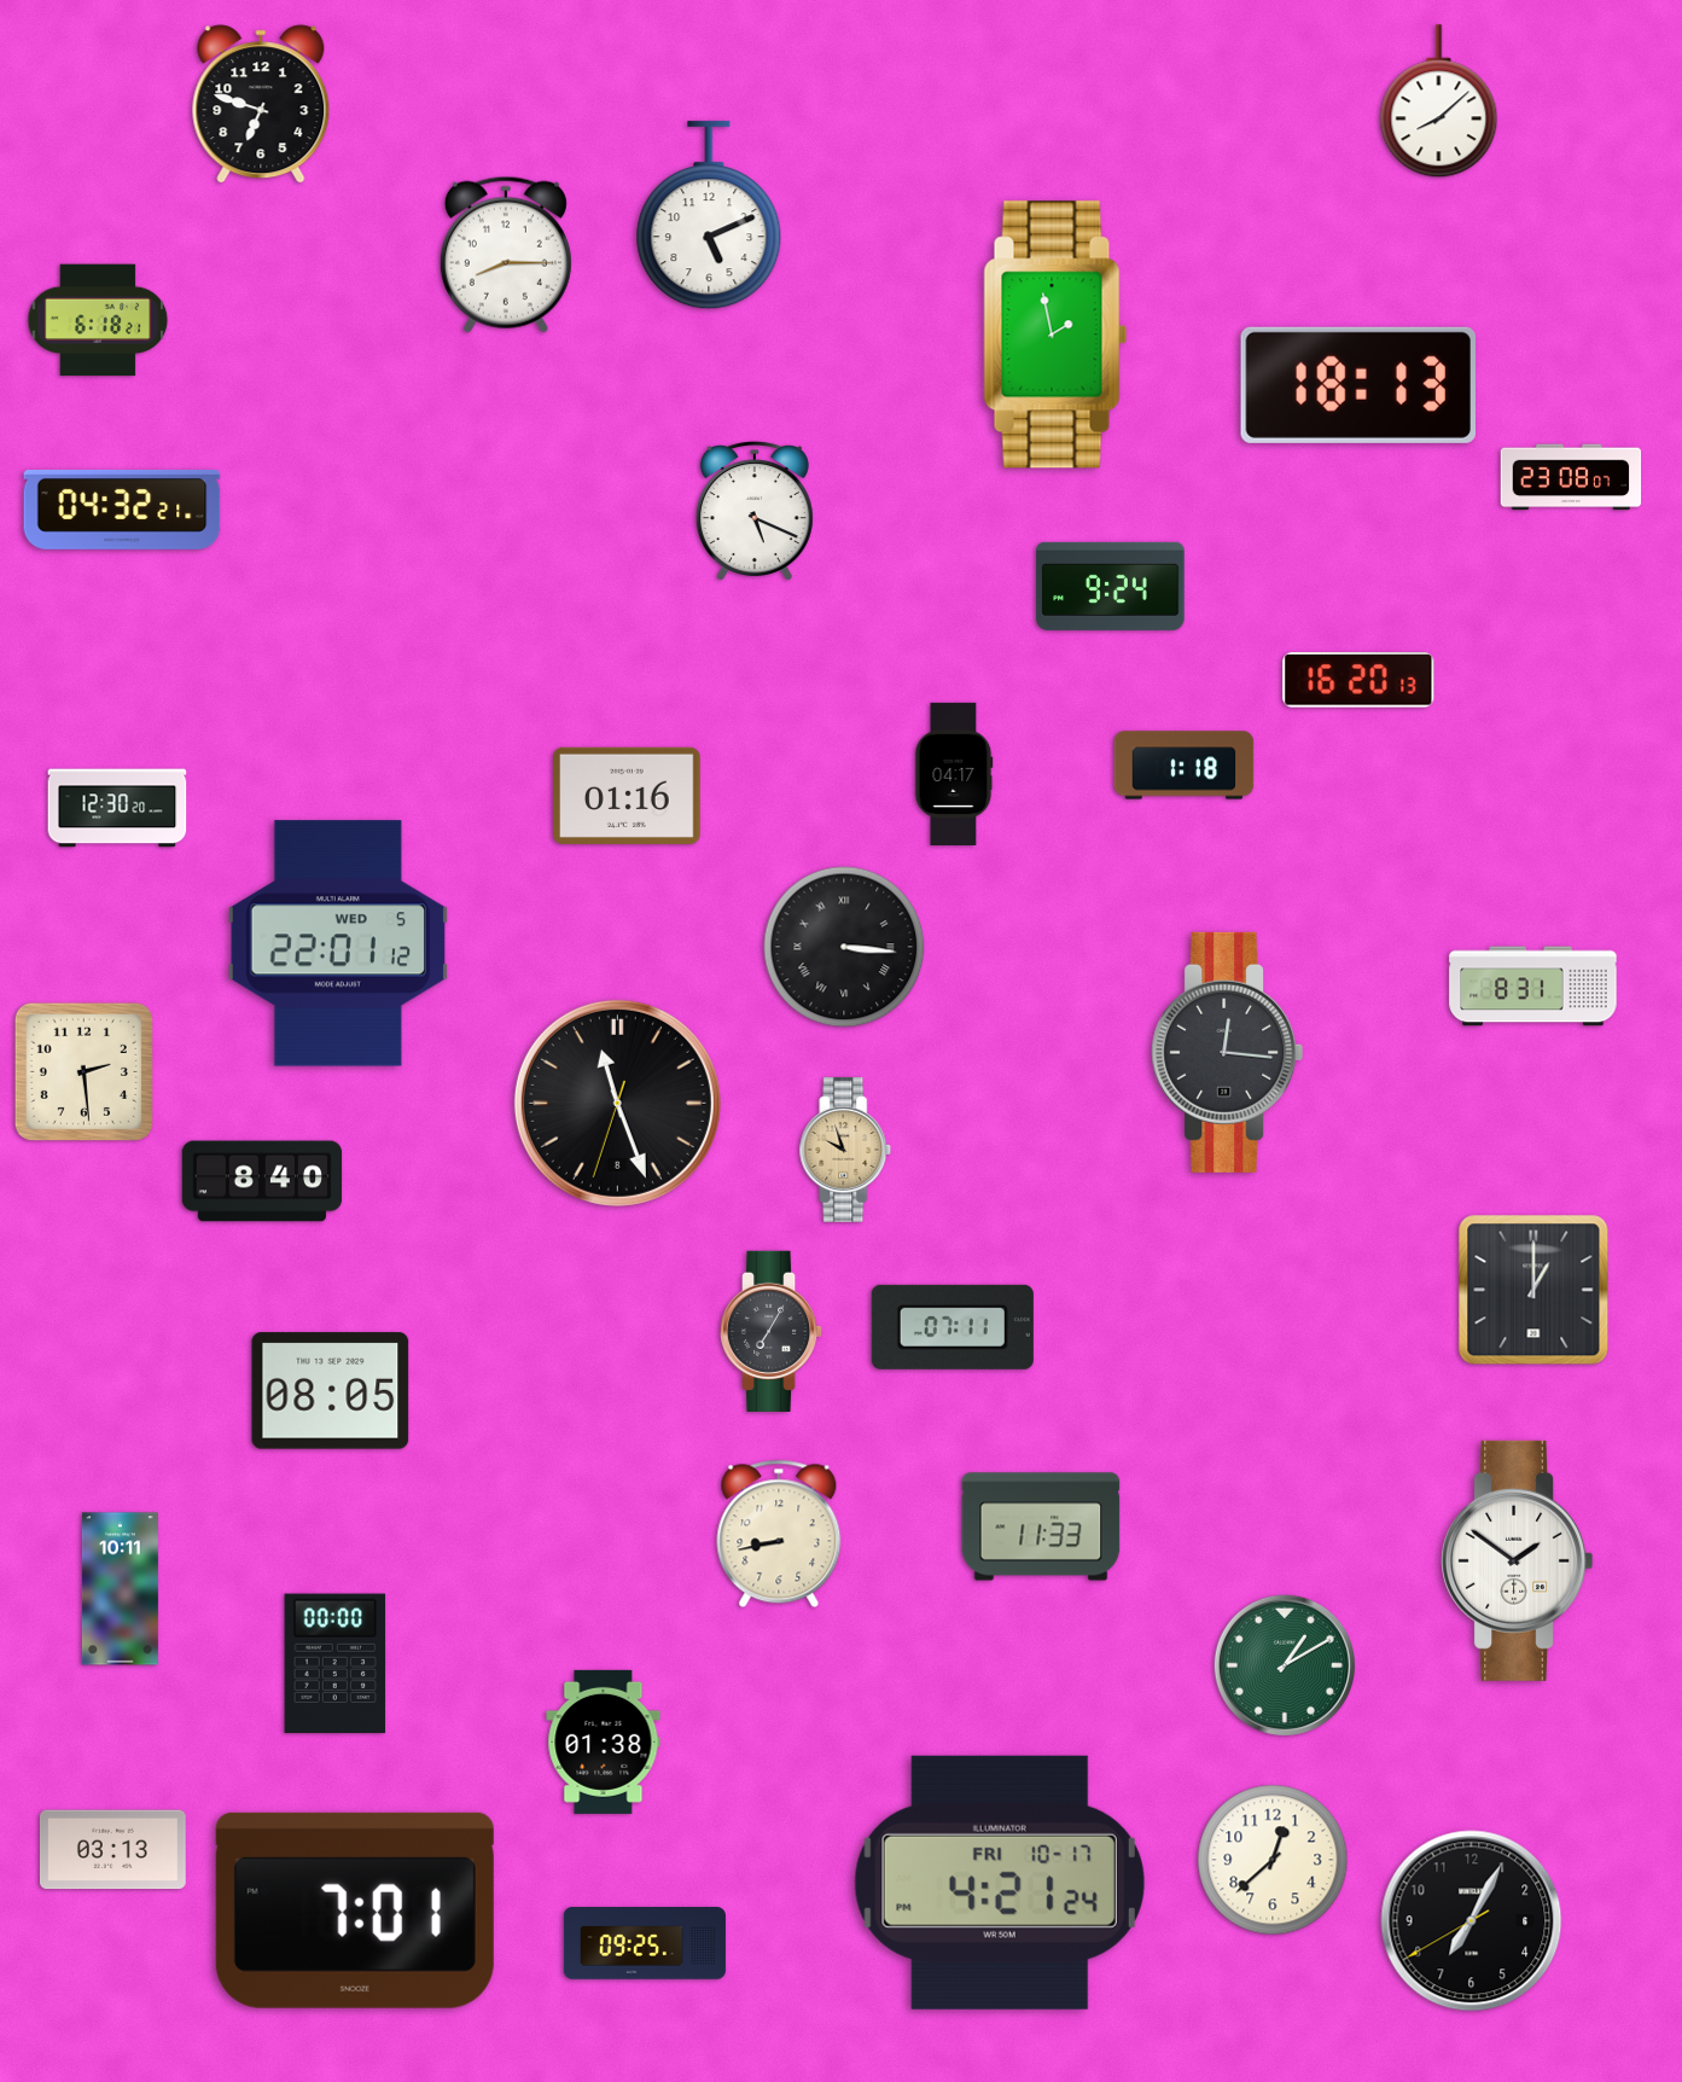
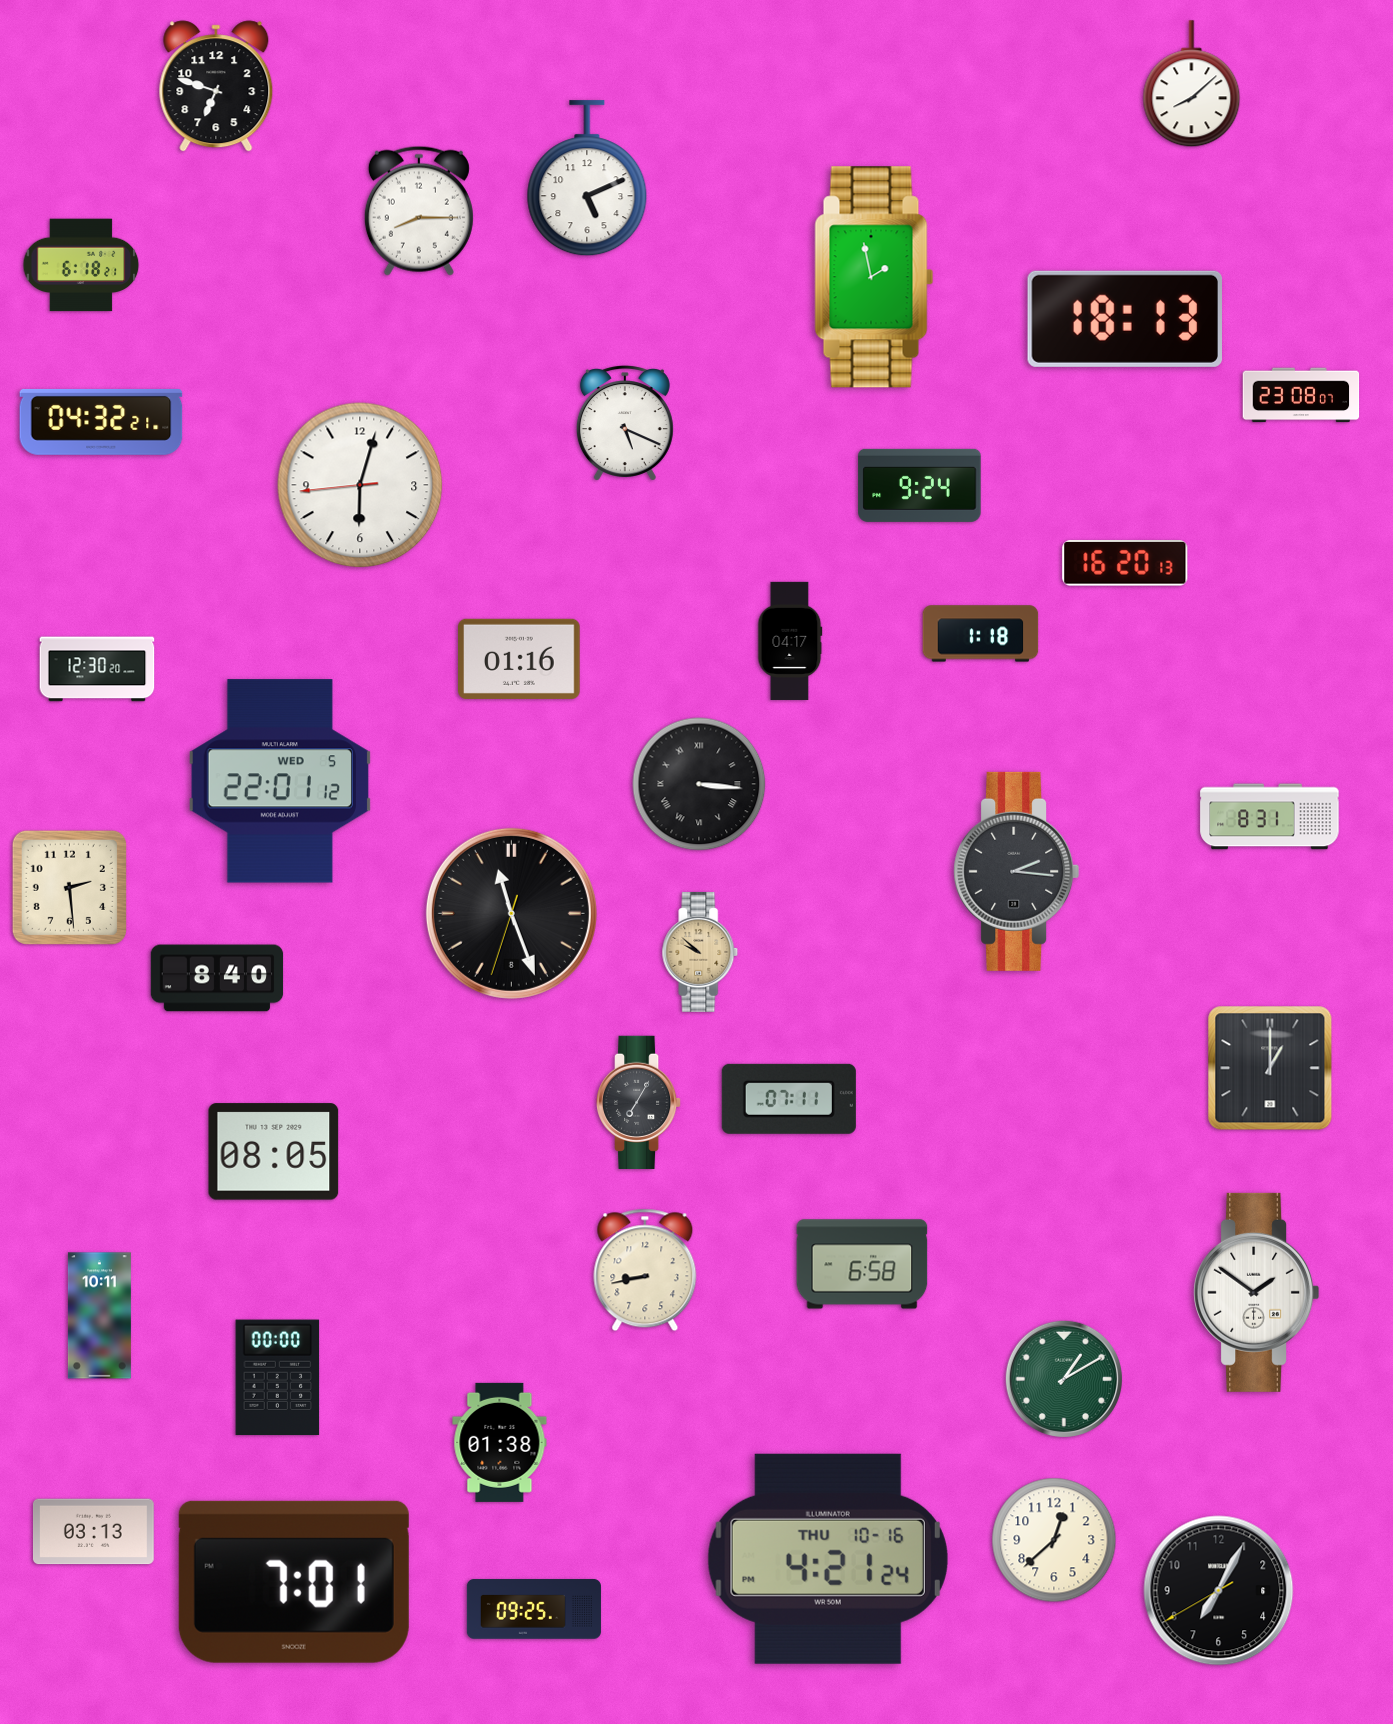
clock at (360, 485): none -> 6:02
clock at (1228, 1052): 12:16 -> 2:16
clock at (845, 1150): 9:57 -> 9:52
clock at (1041, 1526): 11:33 -> 6:58
clock at (1000, 1883) date: FRI 10-17 -> THU 10-16
